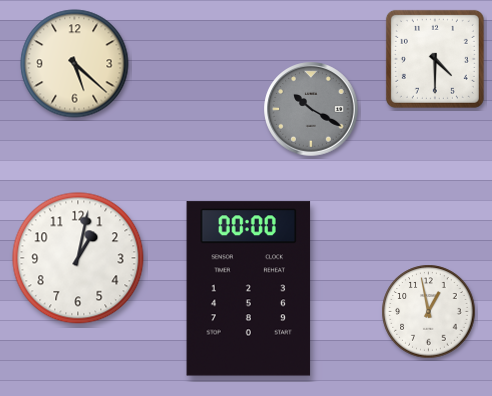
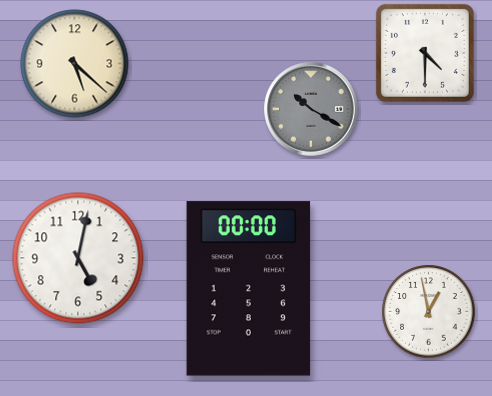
clock at (435, 59) position: (435, 59) -> (425, 53)
clock at (78, 258): 1:02 -> 5:02
